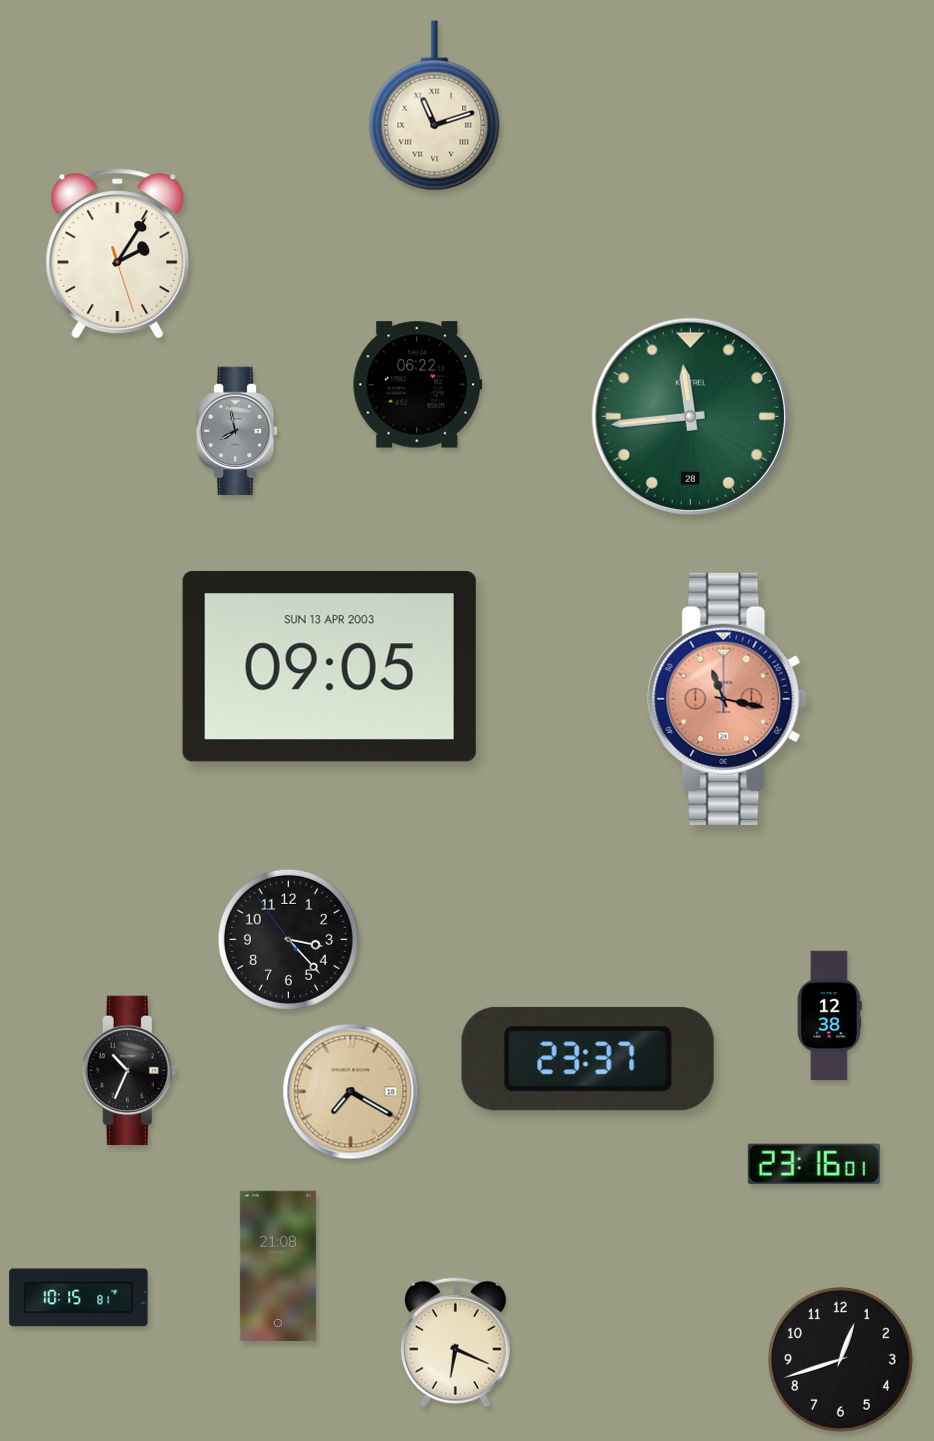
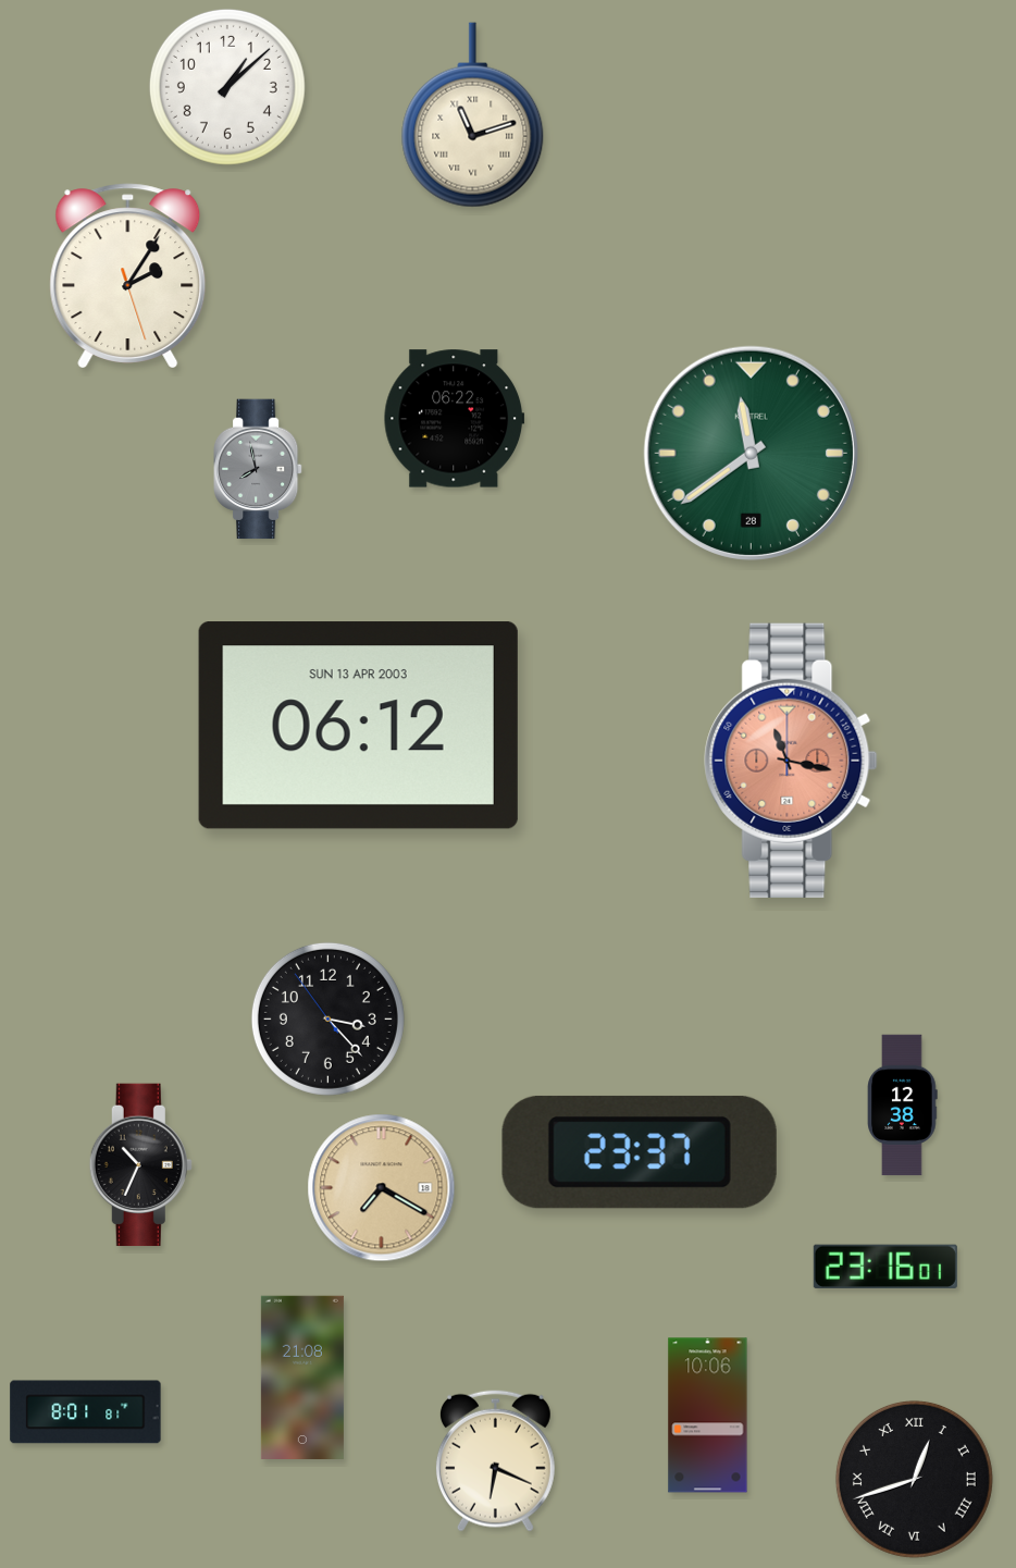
clock at (227, 87): none -> 1:08
clock at (690, 416): 11:44 -> 11:39
clock at (329, 667): 09:05 -> 06:12
clock at (288, 939) position: (288, 939) -> (327, 1018)
clock at (79, 1298): 10:15 -> 8:01
clock at (708, 1416): none -> 10:06
clock at (840, 1359) numerals: Arabic -> Roman
